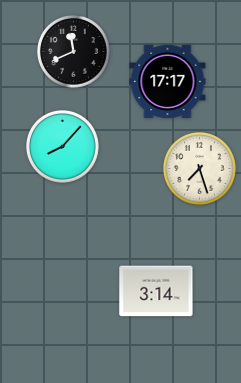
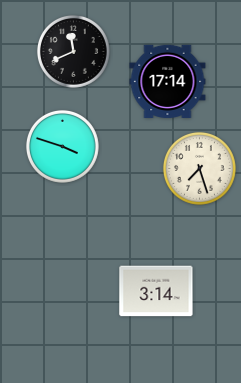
clock at (168, 81): 17:17 -> 17:14
clock at (62, 146): 8:07 -> 3:48
